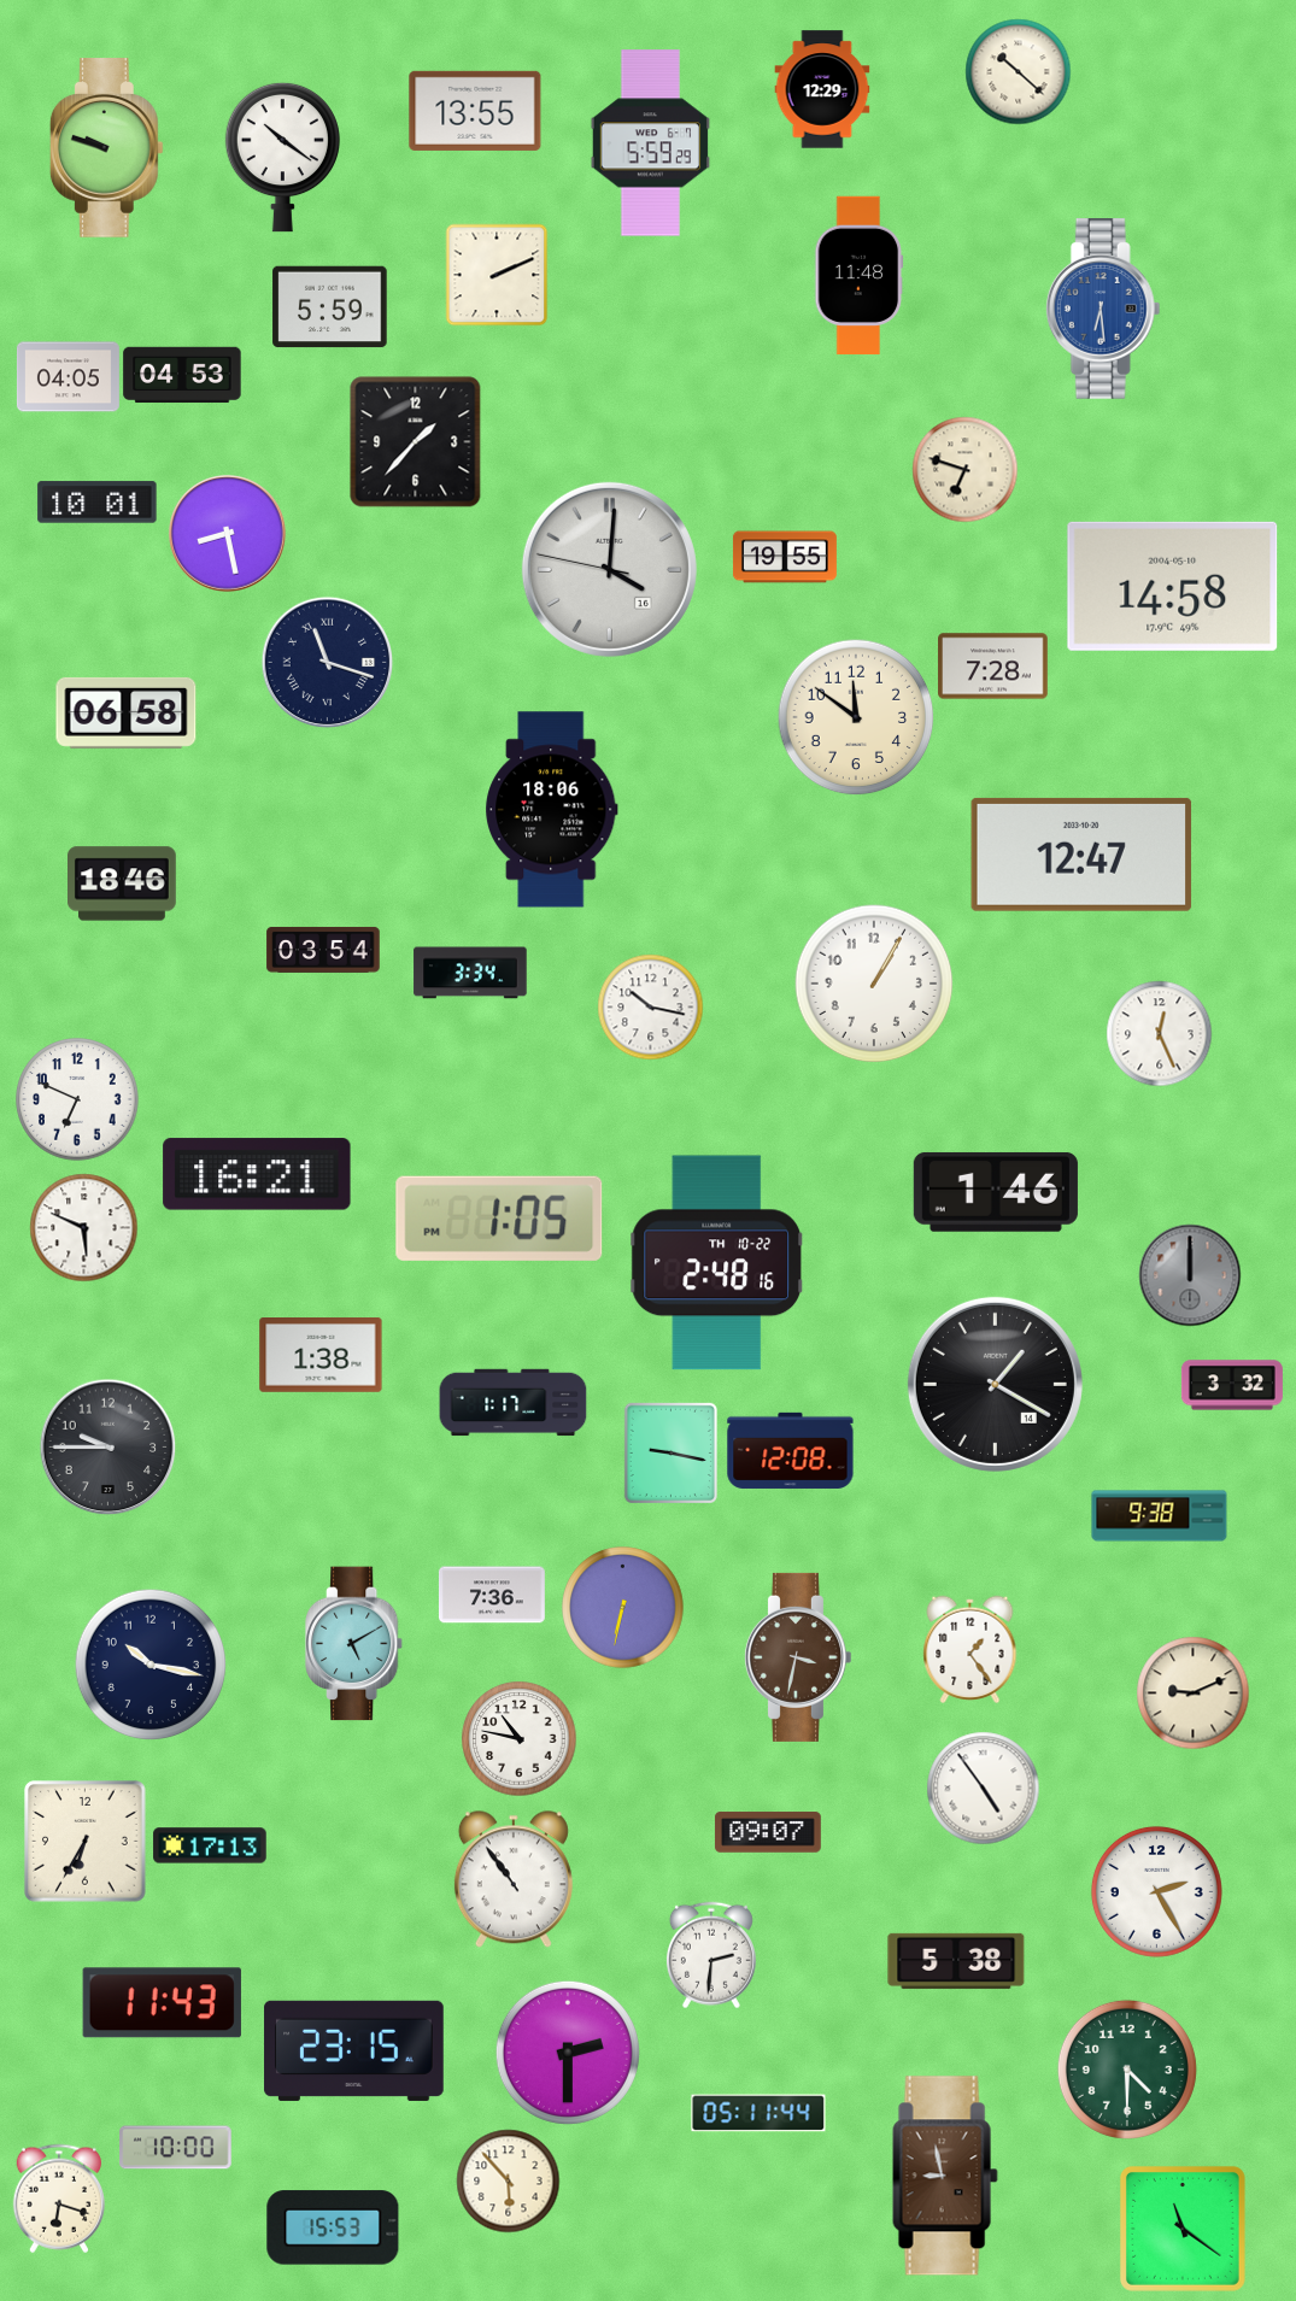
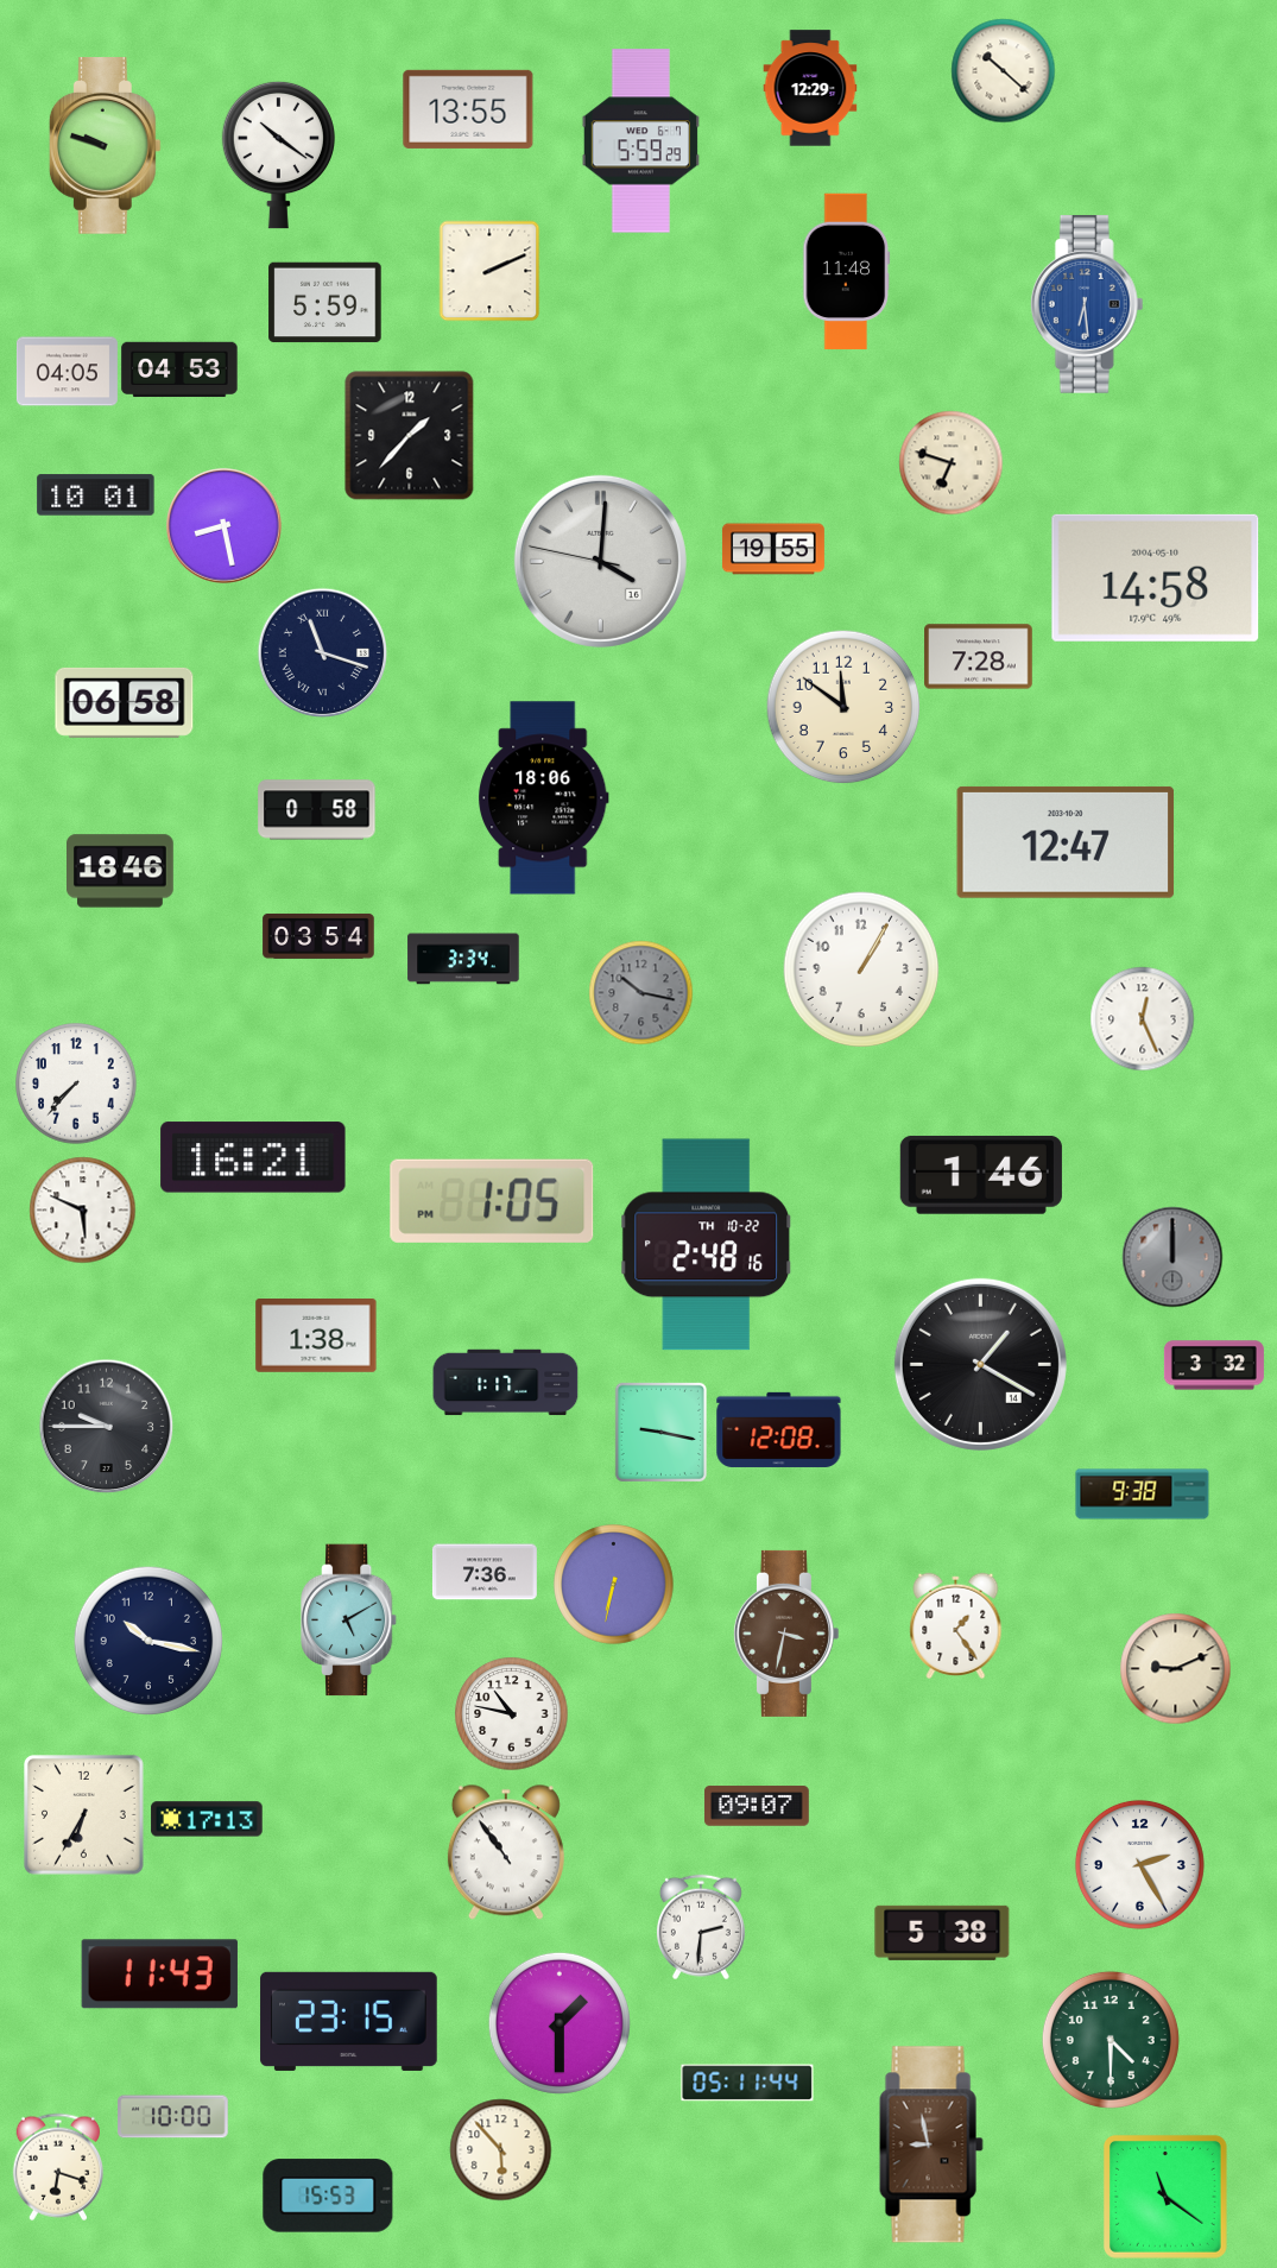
clock at (317, 810): none -> 0:58
clock at (650, 1006) dial: white -> grey
clock at (77, 1099): 6:49 -> 7:37
clock at (983, 1788): 4:54 -> none
clock at (568, 2053): 2:30 -> 1:30
